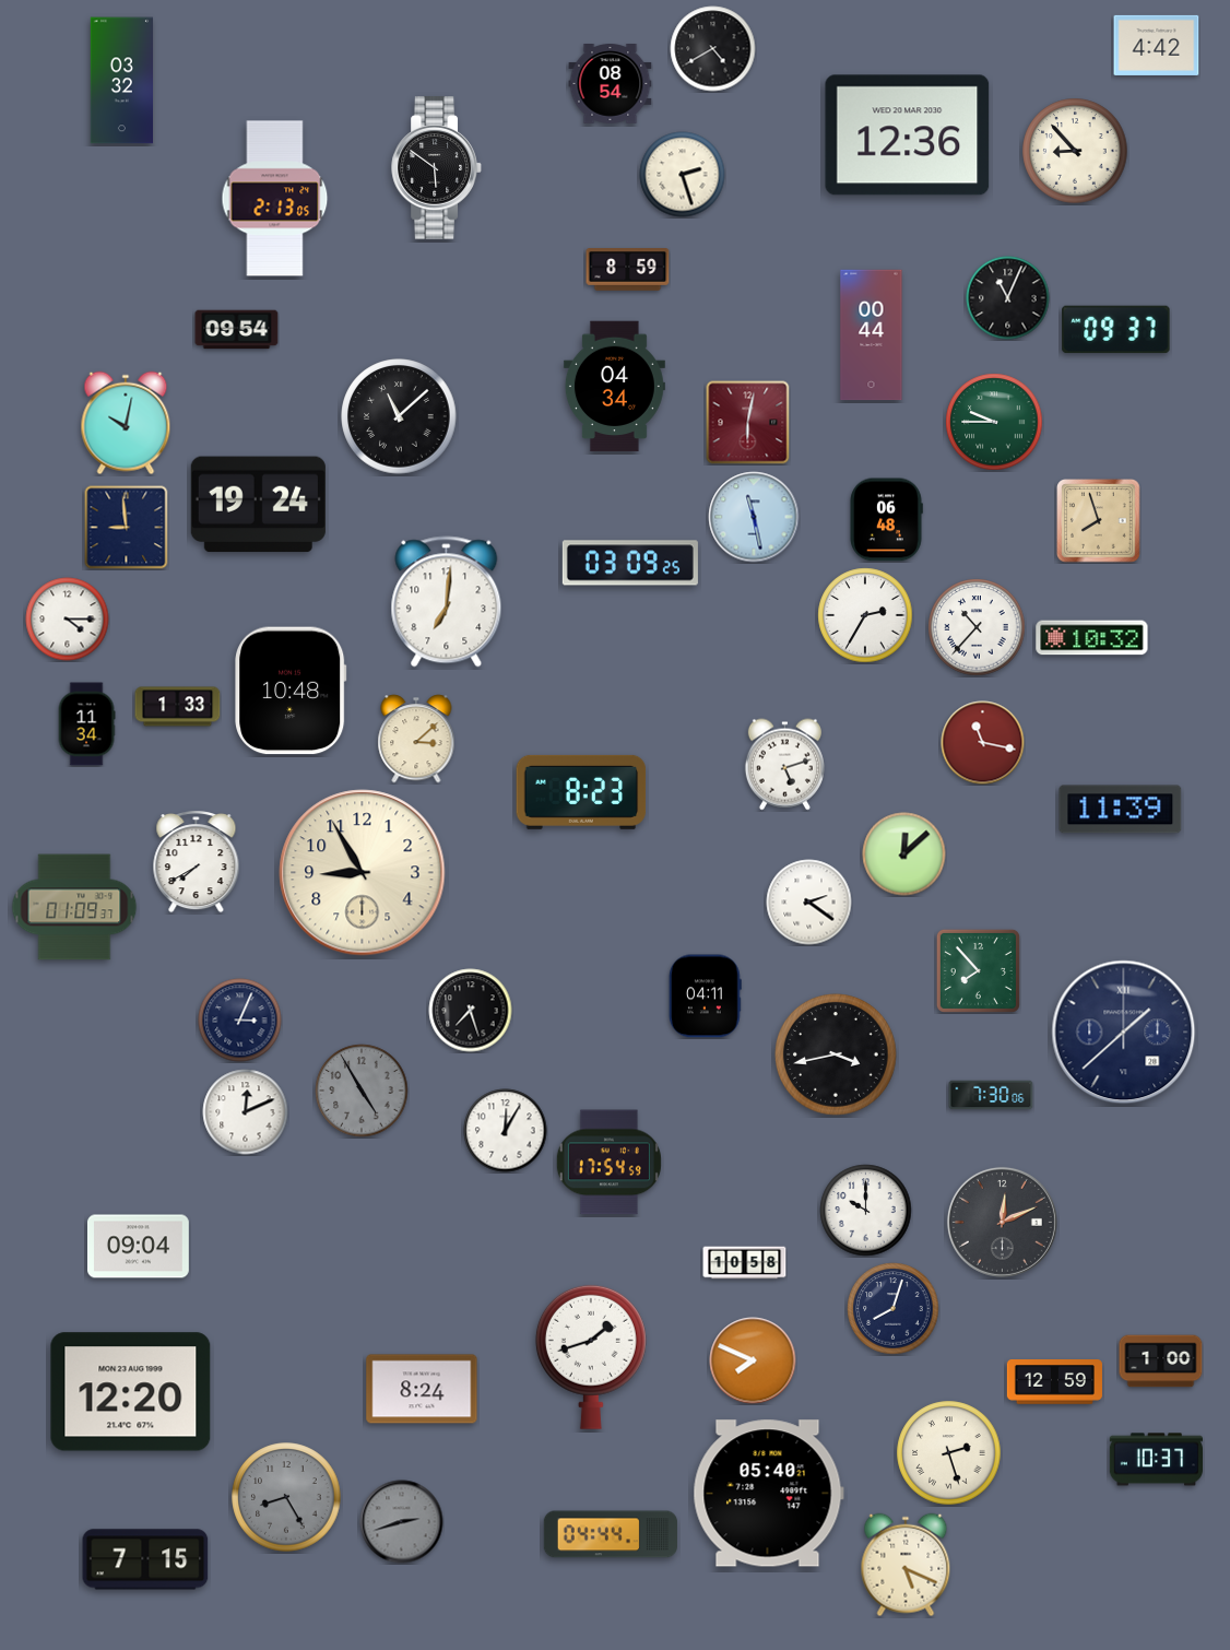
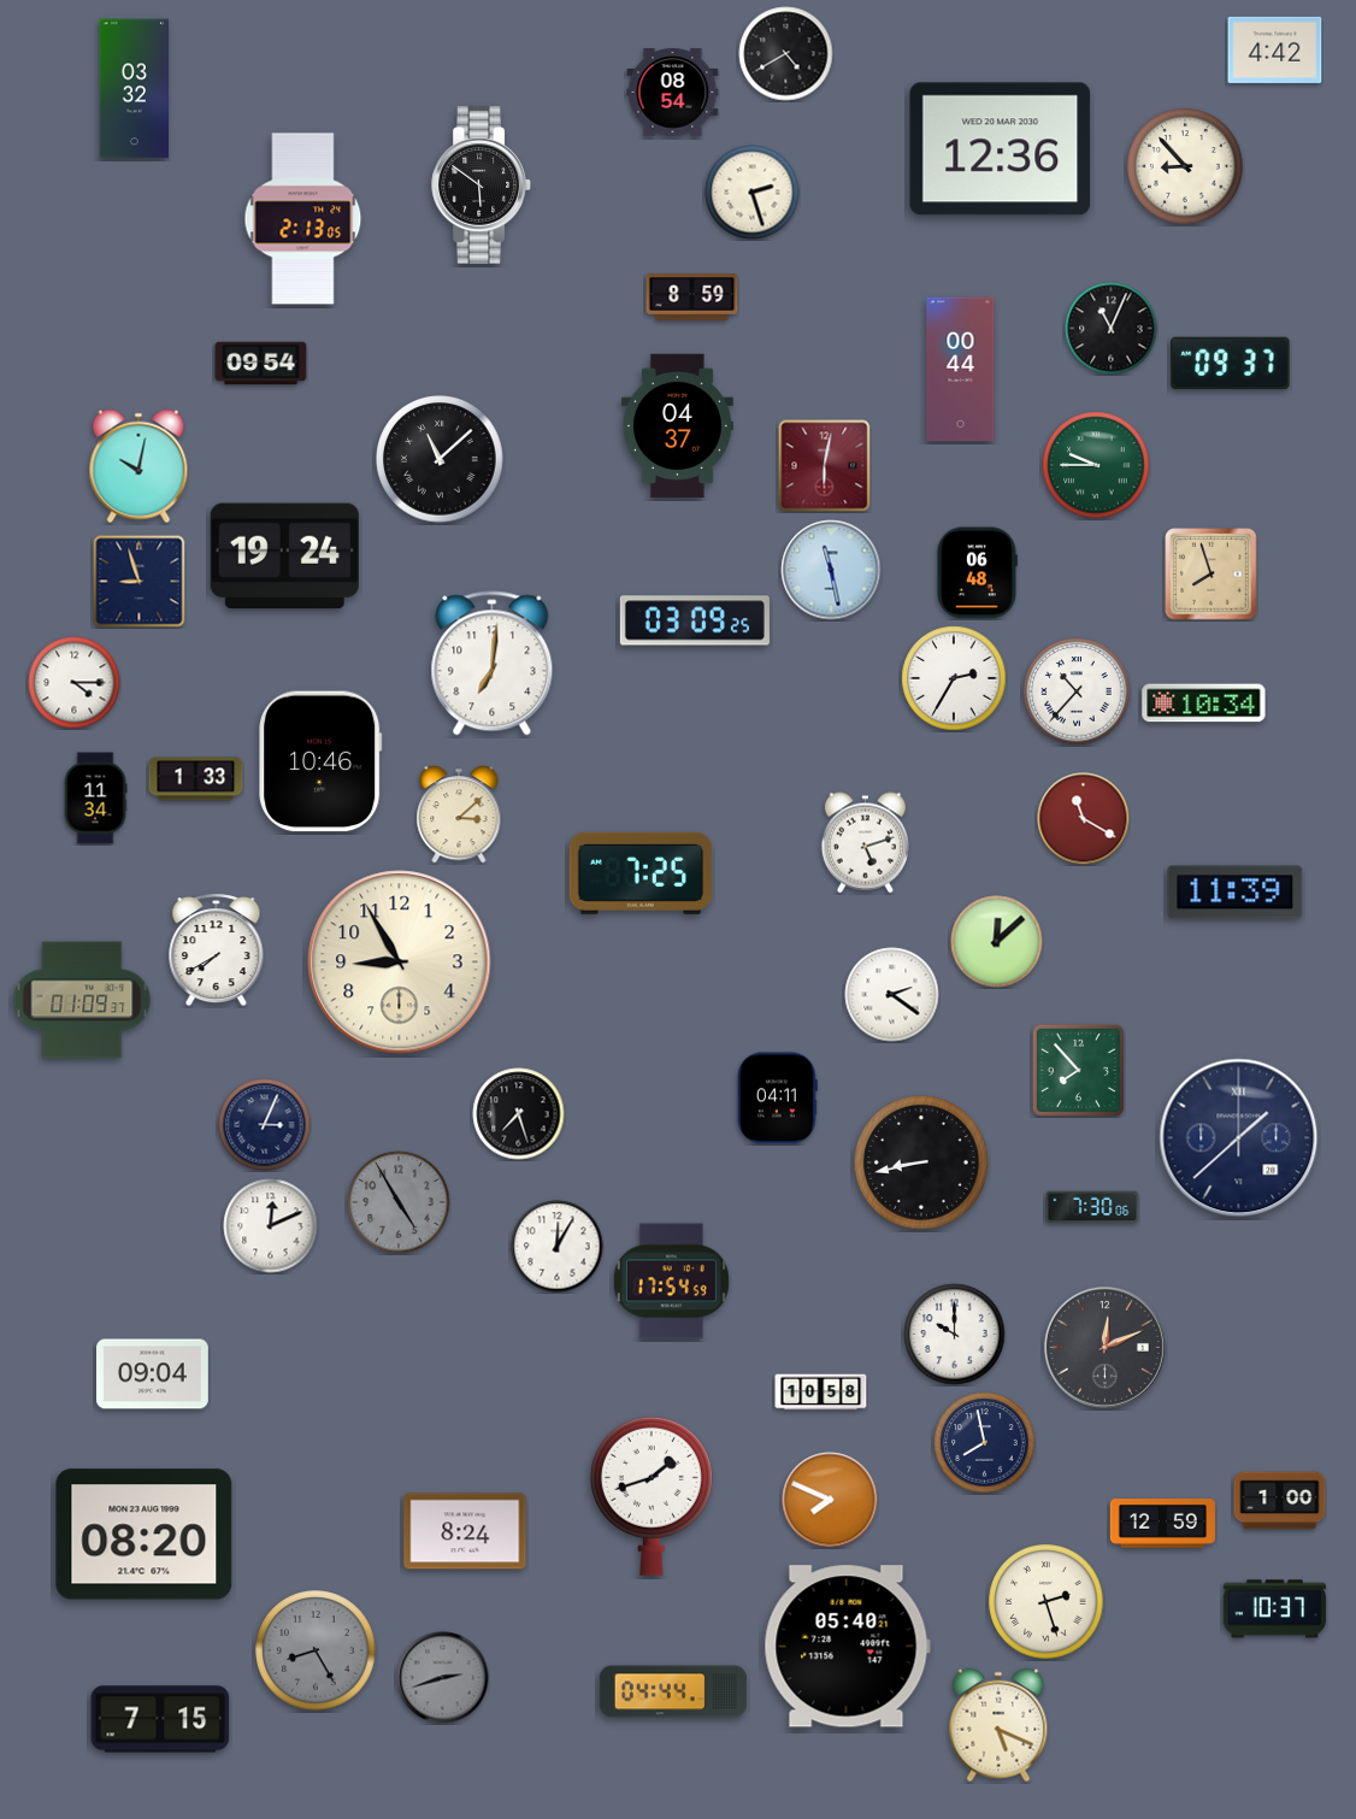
clock at (614, 387): 04:34 -> 04:37
clock at (127, 528): 8:59 -> 8:57
clock at (1092, 638): 10:32 -> 10:34
clock at (291, 691): 10:48 -> 10:46
clock at (983, 743): 11:17 -> 11:20
clock at (581, 792): 8:23 -> 7:25
clock at (836, 1054): 3:43 -> 8:43
clock at (894, 1309): 8:03 -> 7:58
clock at (131, 1392): 12:20 -> 08:20
